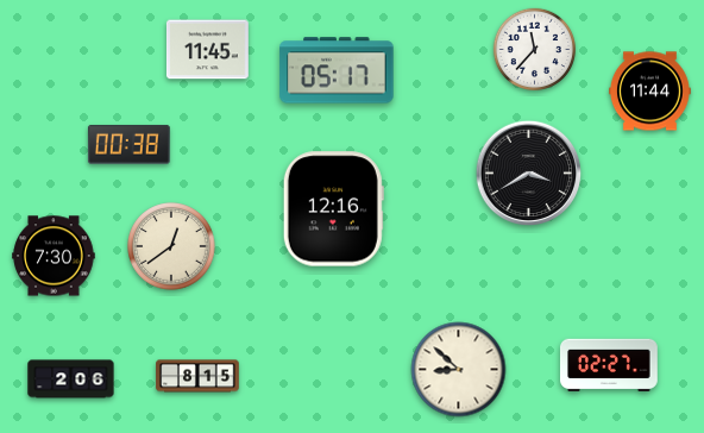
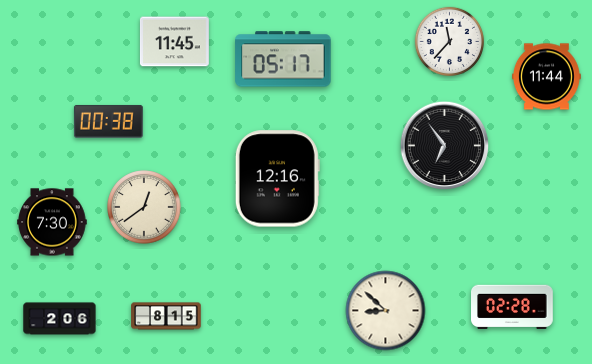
clock at (529, 174): 3:40 -> 6:54
clock at (333, 209) position: (333, 209) -> (277, 179)
clock at (54, 256) position: (54, 256) -> (52, 222)
clock at (610, 364): 02:27 -> 02:28
